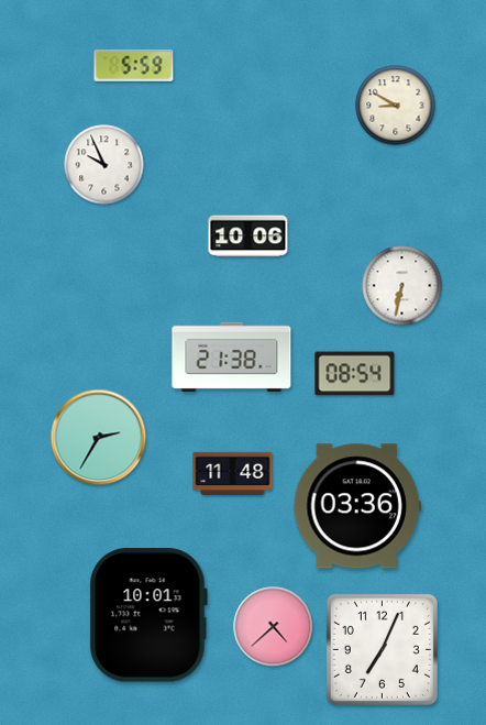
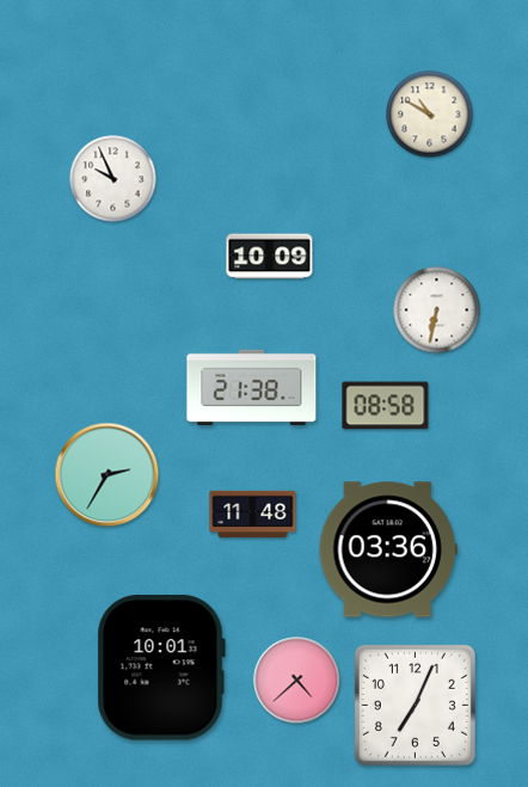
clock at (134, 65): 5:59 -> none
clock at (396, 106): 8:50 -> 10:50
clock at (248, 237): 10:06 -> 10:09
clock at (355, 374): 08:54 -> 08:58
